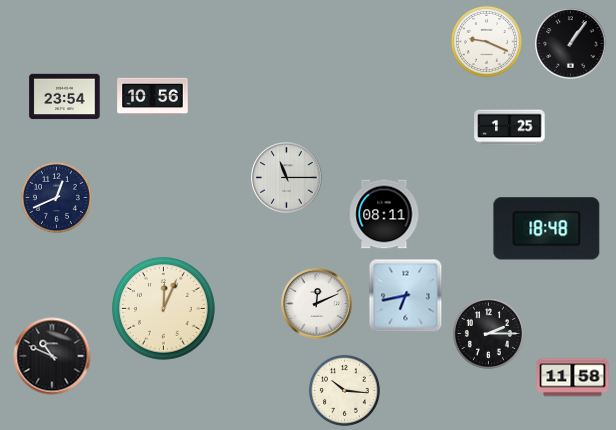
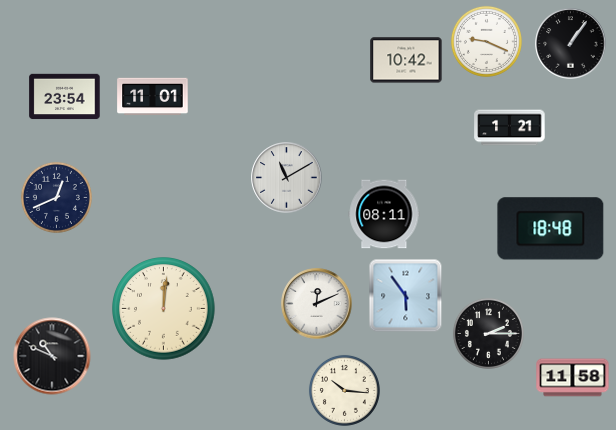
clock at (406, 60): none -> 10:42
clock at (153, 97): 10:56 -> 11:01
clock at (510, 128): 1:25 -> 1:21
clock at (287, 178): 11:15 -> 11:10
clock at (547, 229) position: (547, 229) -> (551, 229)
clock at (406, 296): 6:43 -> 5:54
clock at (164, 309): 12:04 -> 12:01
